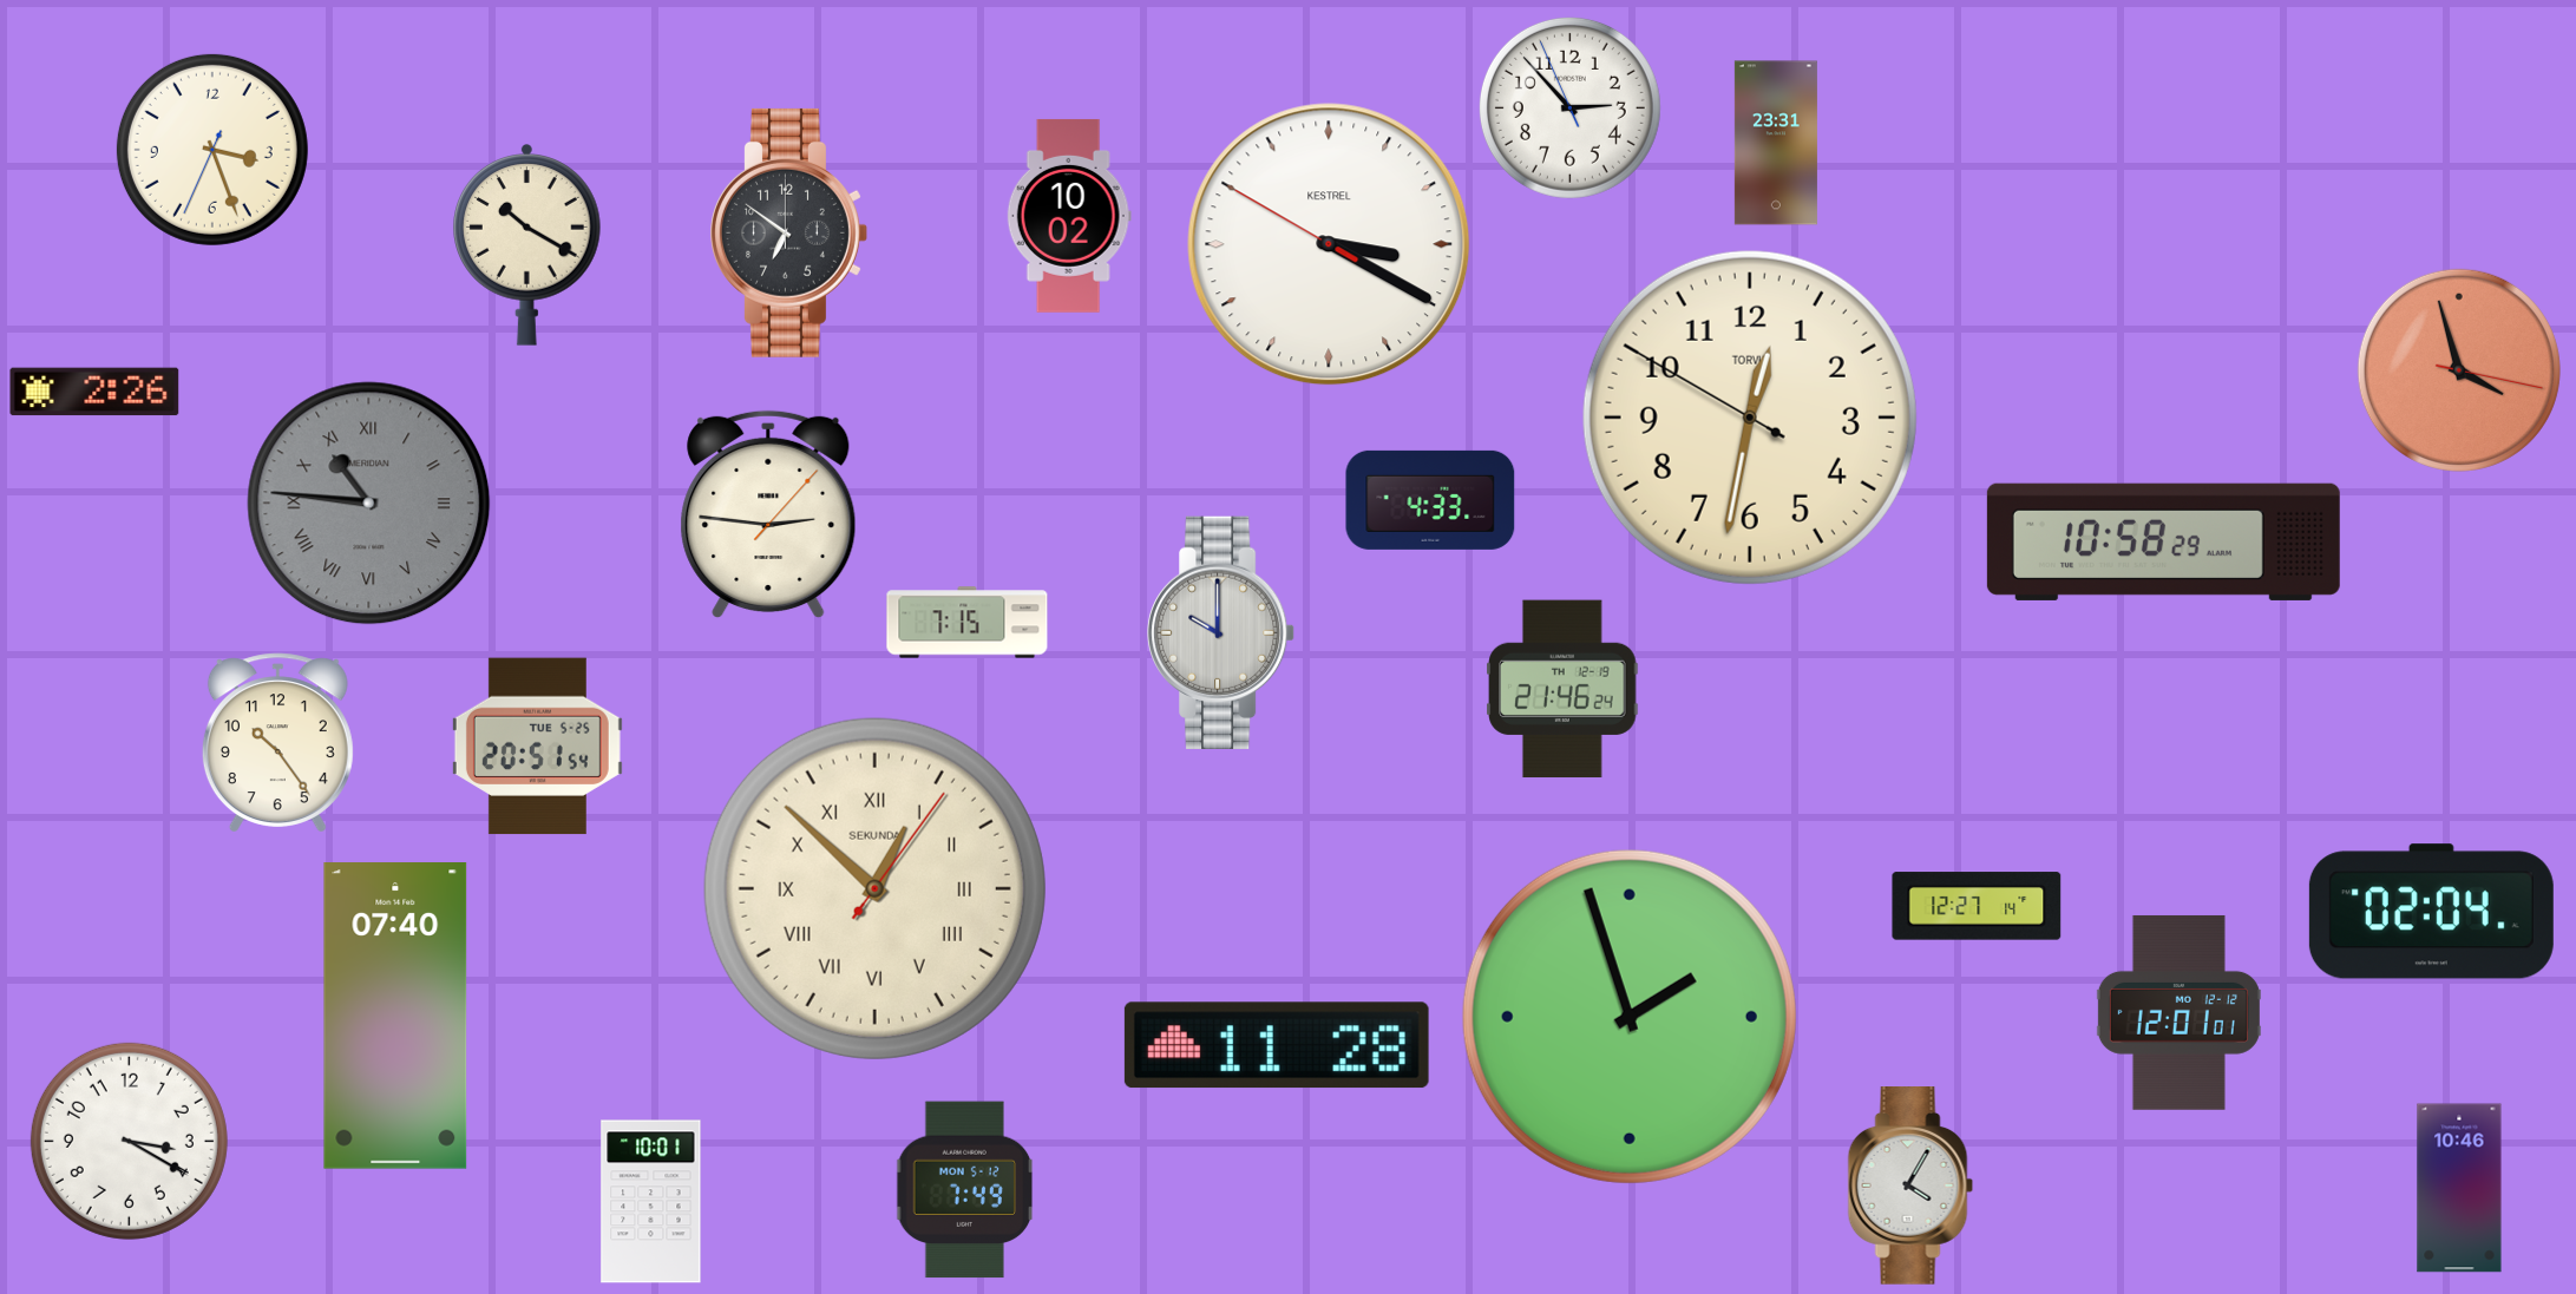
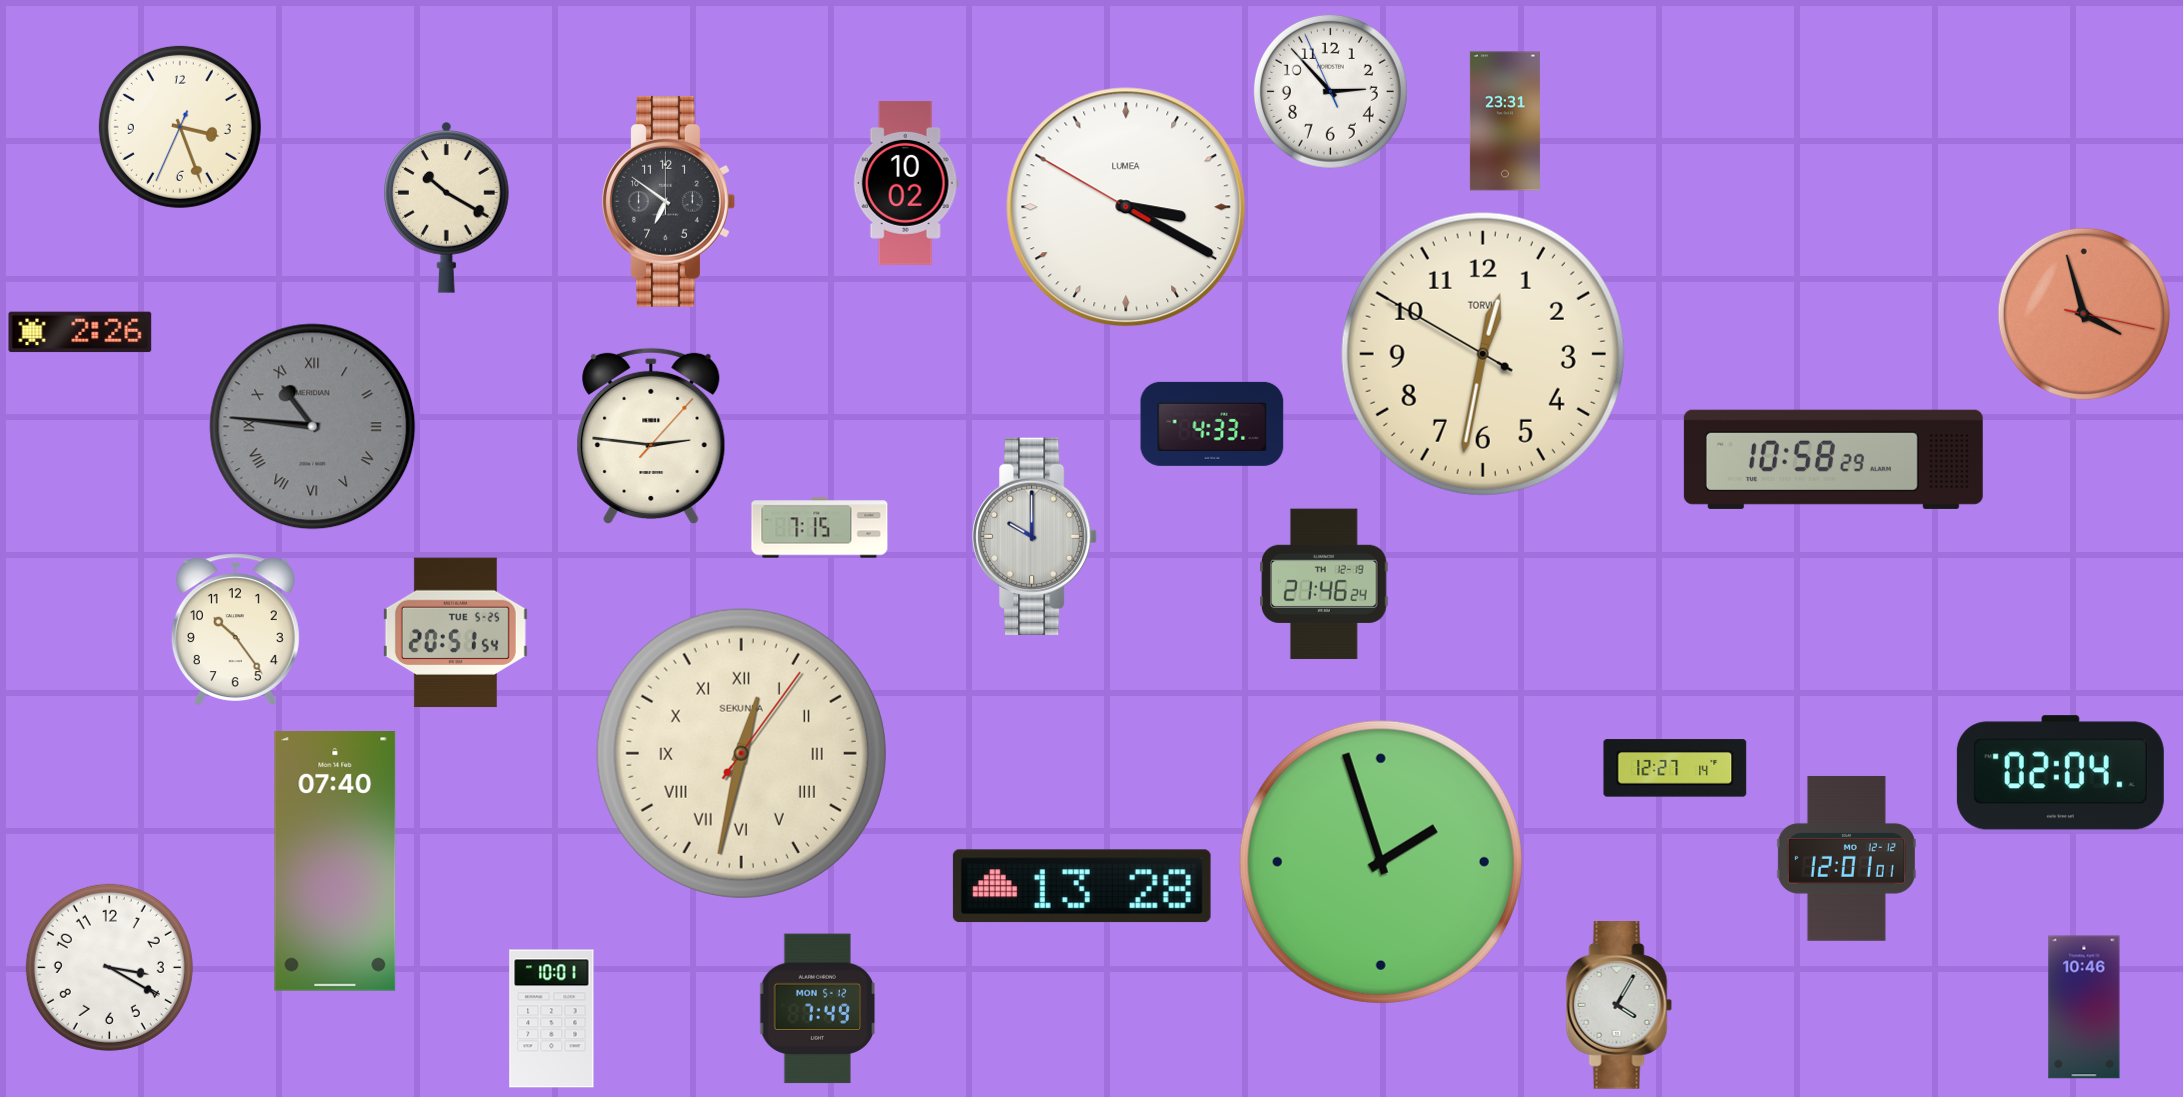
clock at (789, 232) position: (789, 232) -> (669, 201)
clock at (1329, 244) brand: KESTREL -> LUMEA
clock at (874, 888): 12:52 -> 12:32
clock at (1277, 1045): 11:28 -> 13:28
